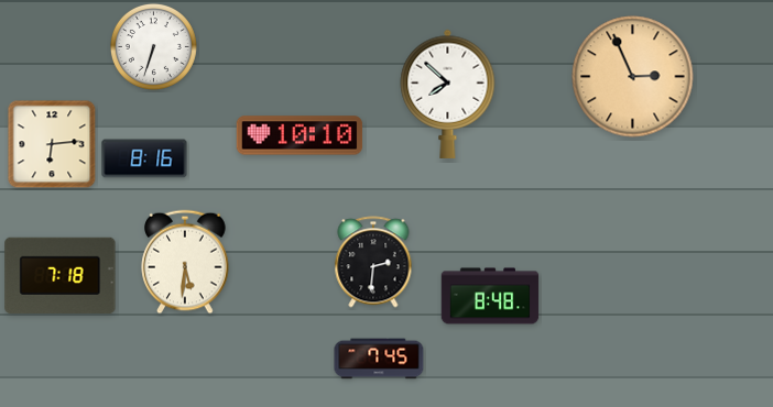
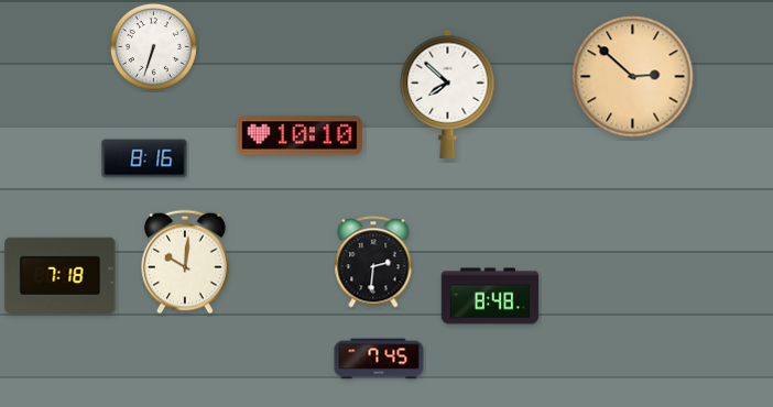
clock at (633, 77): 2:56 -> 2:52
clock at (52, 144): 6:14 -> none
clock at (185, 262): 5:31 -> 10:01
